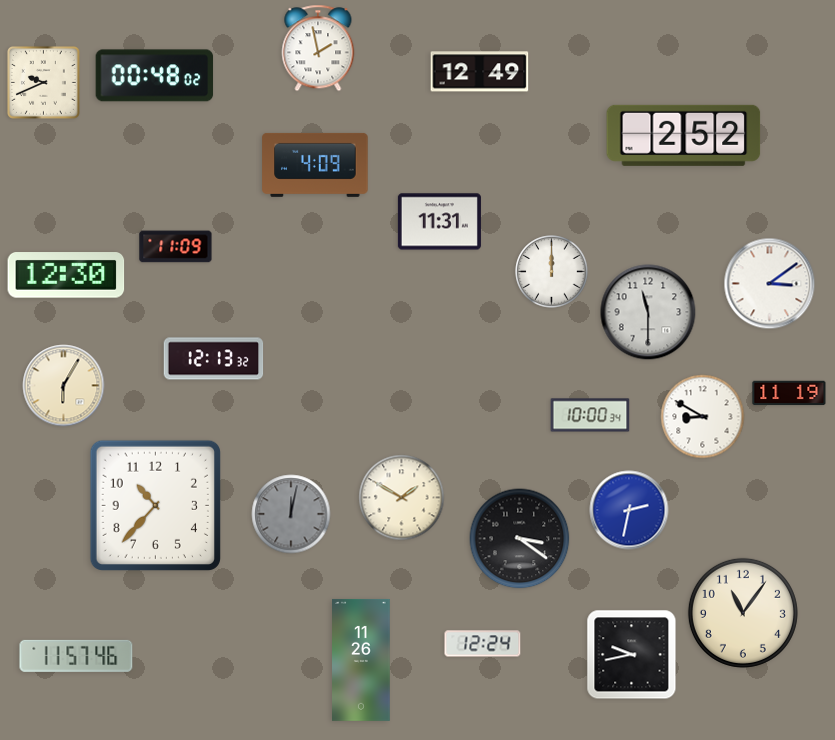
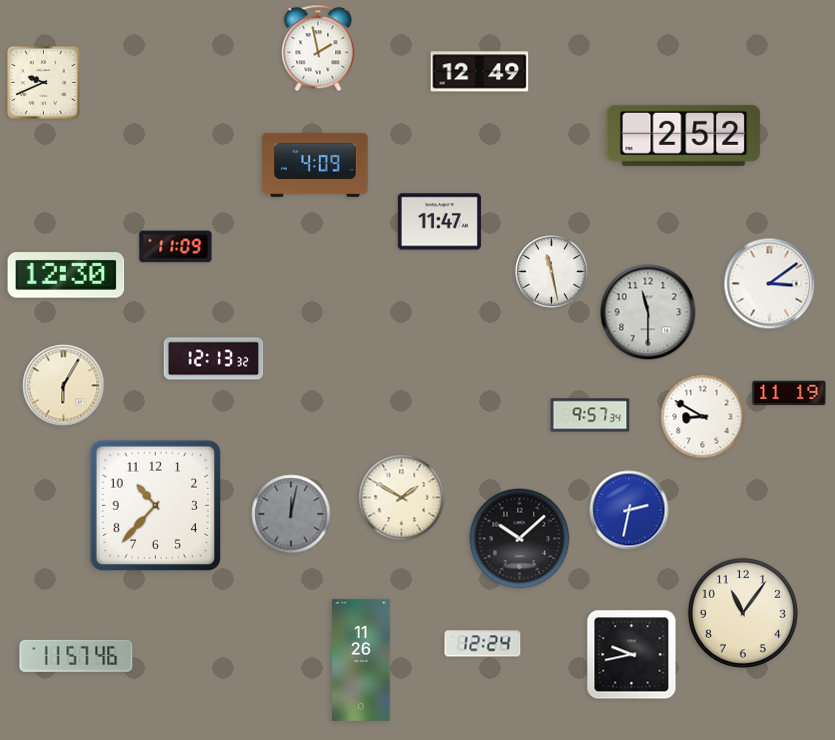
clock at (155, 76): 00:48 -> none
clock at (439, 222): 11:31 -> 11:47
clock at (552, 272): 12:00 -> 11:28
clock at (590, 415): 10:00 -> 9:57
clock at (520, 539): 3:21 -> 10:08
